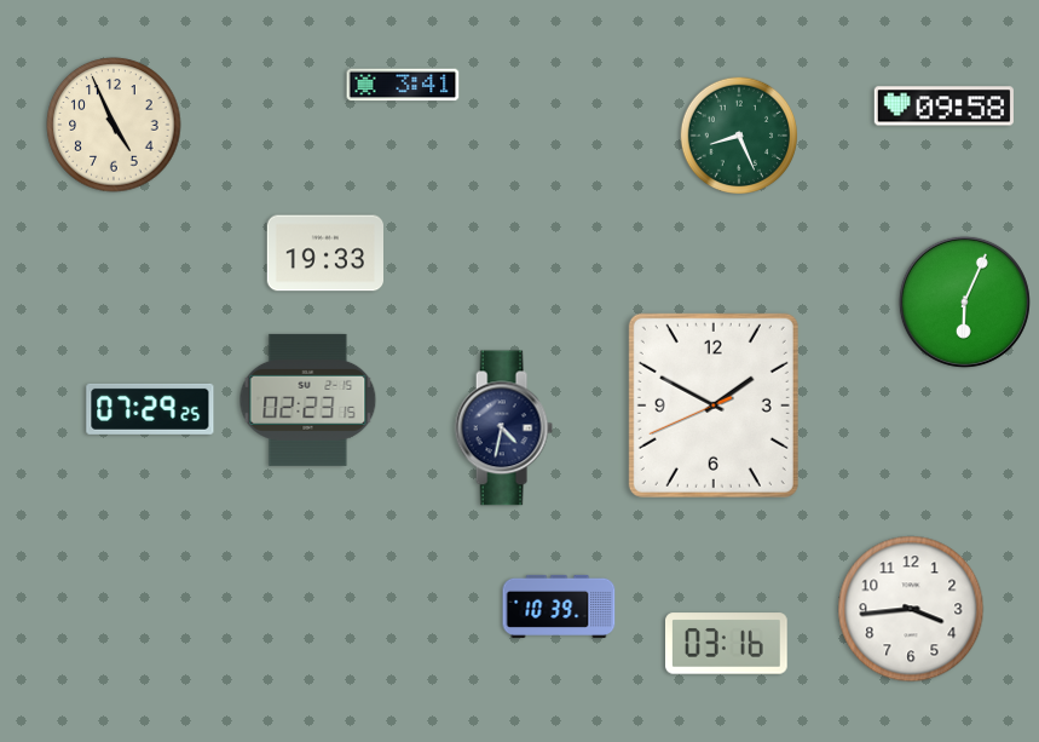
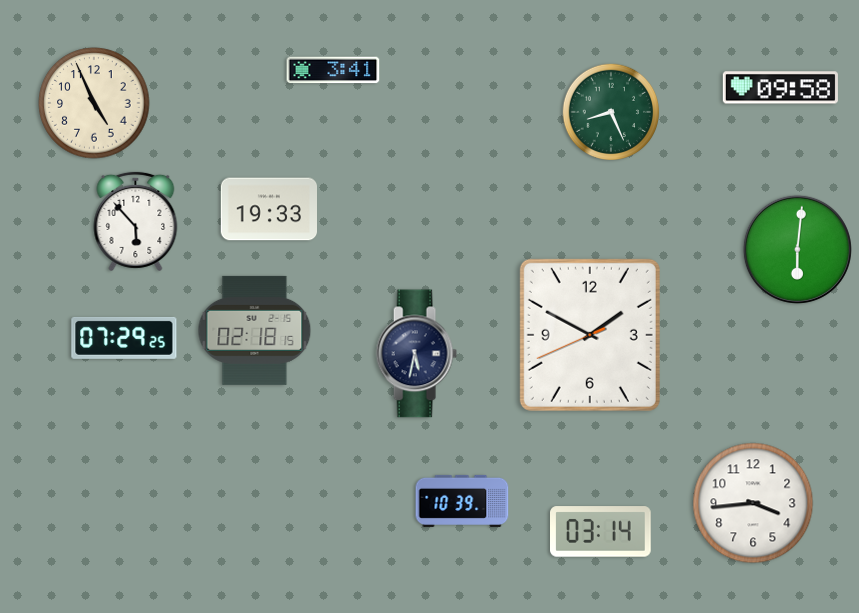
clock at (136, 221): none -> 5:53
clock at (964, 301): 6:04 -> 6:01
clock at (308, 399): 02:23 -> 02:18
clock at (503, 428): 4:32 -> 5:32
clock at (727, 644): 03:16 -> 03:14
